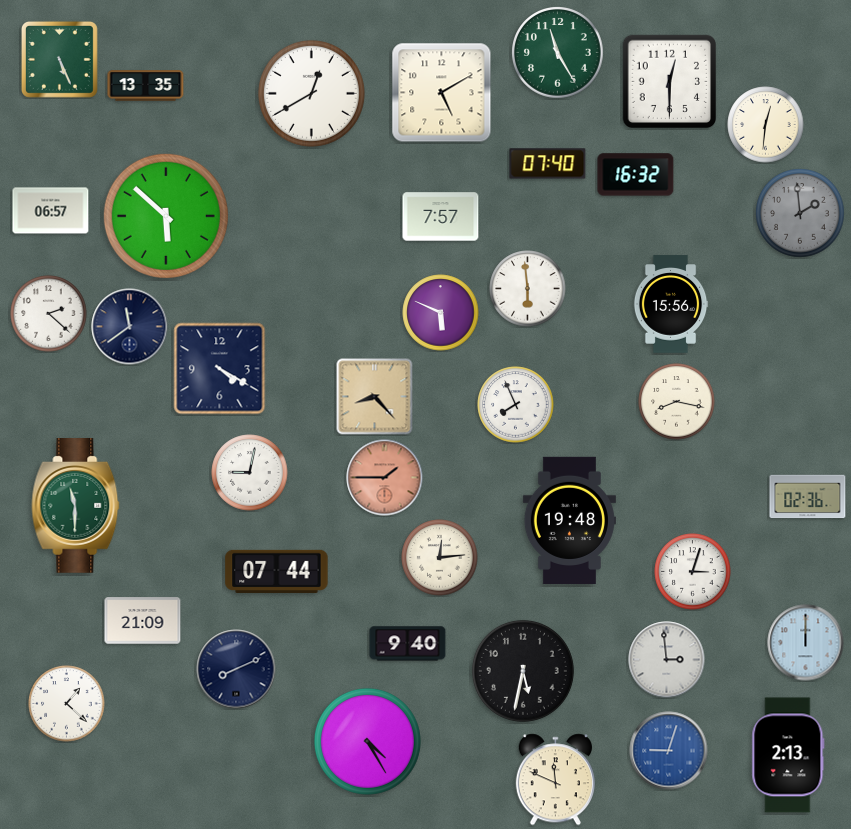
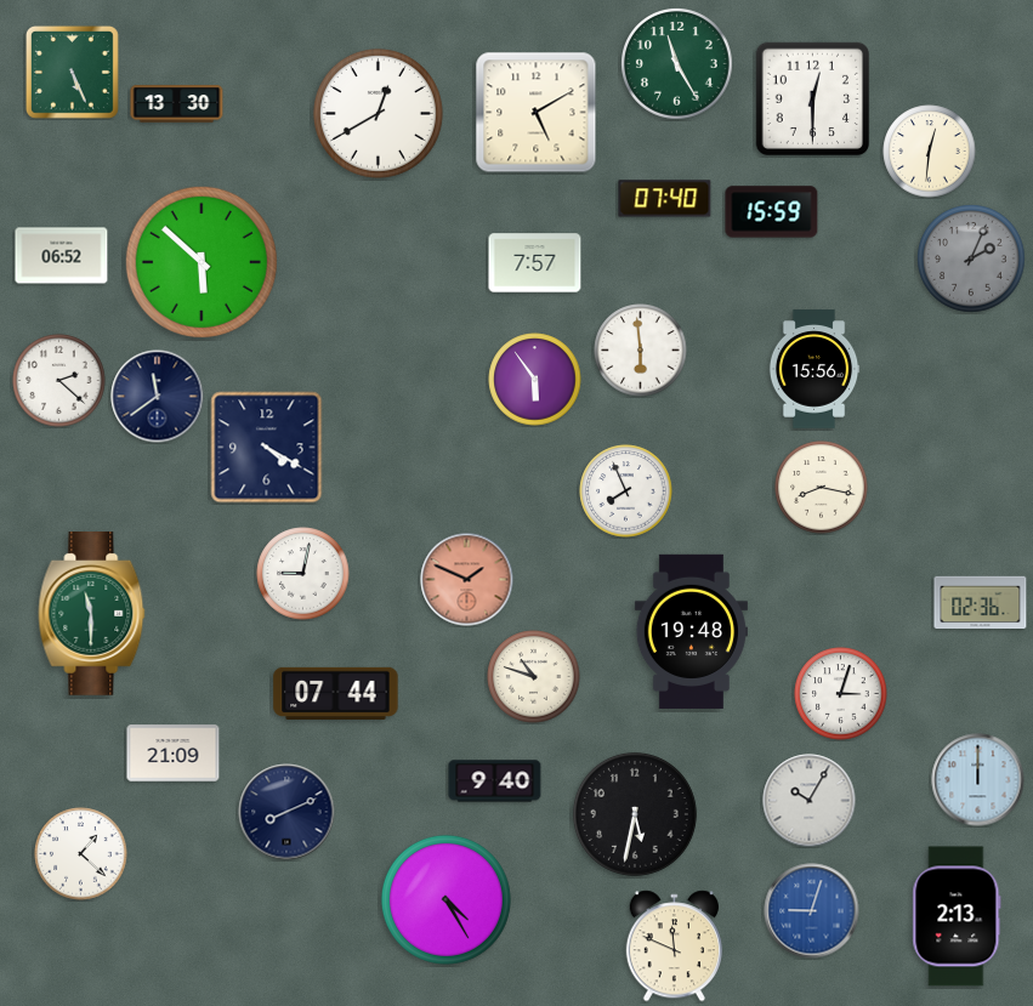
clock at (146, 86): 13:35 -> 13:30
clock at (636, 175): 16:32 -> 15:59
clock at (51, 211): 06:57 -> 06:52
clock at (800, 213): 1:59 -> 2:04
clock at (441, 313): 5:49 -> 5:54
clock at (375, 397): 8:23 -> none
clock at (385, 478): 1:45 -> 1:49
clock at (440, 558): 12:14 -> 10:48
clock at (667, 660): 2:59 -> 10:05
